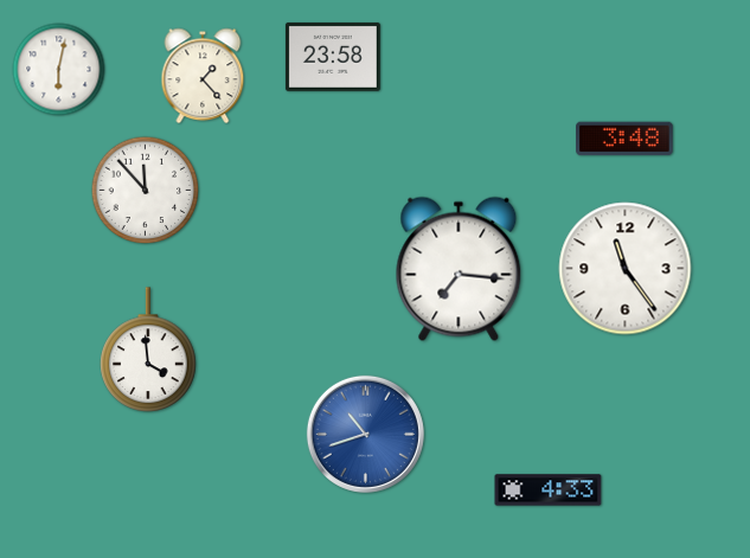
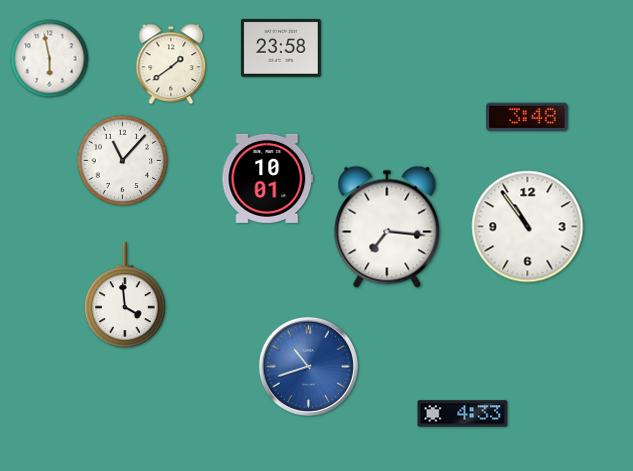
clock at (59, 70): 6:02 -> 5:58
clock at (203, 76): 1:23 -> 1:39
clock at (146, 191): 11:53 -> 11:07
clock at (268, 178): none -> 10:01
clock at (626, 269): 11:24 -> 10:54
